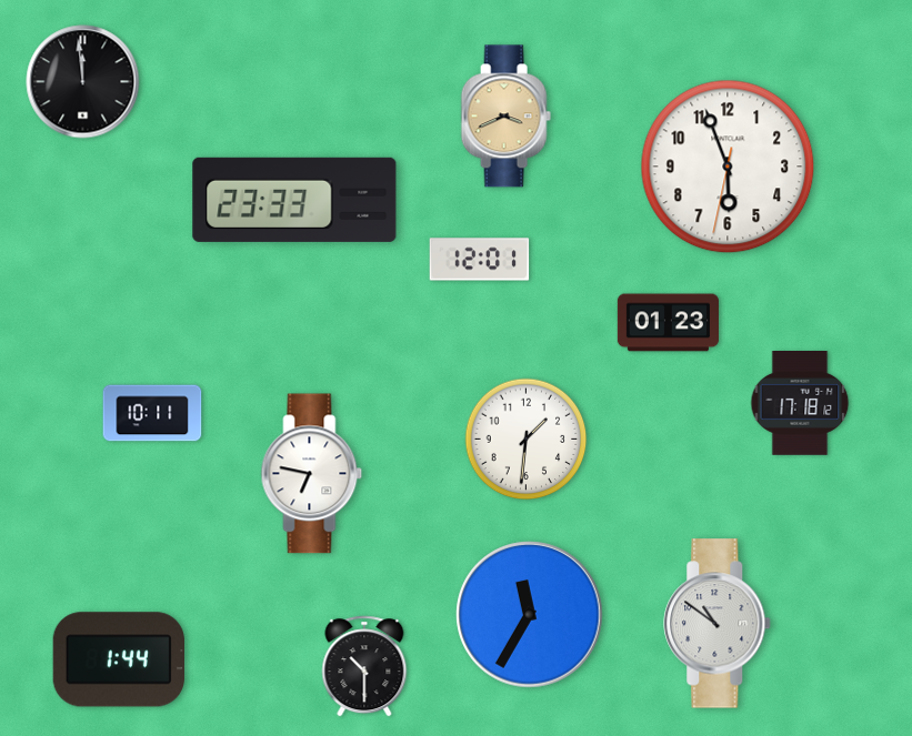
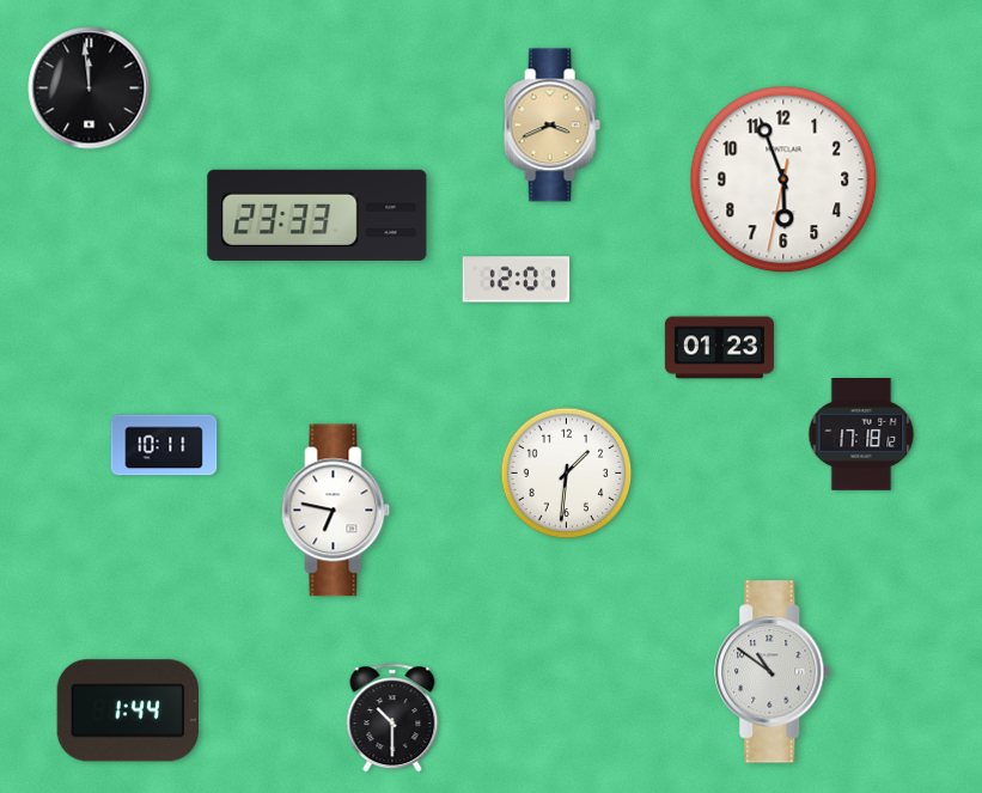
clock at (505, 117) position: (505, 117) -> (551, 126)
clock at (530, 615): 11:35 -> none
